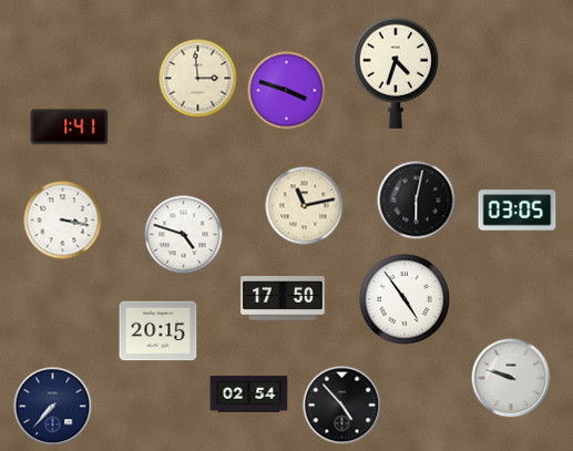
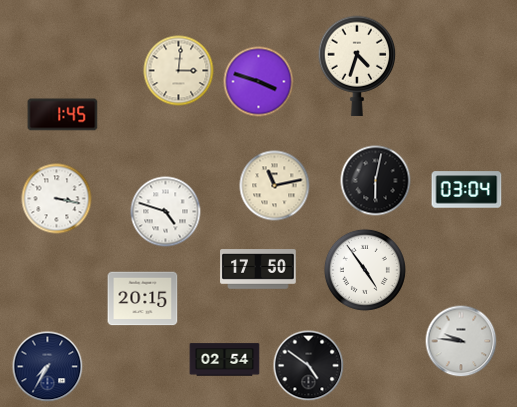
clock at (198, 79): 2:59 -> 3:01
clock at (70, 127): 1:41 -> 1:45
clock at (518, 211): 03:05 -> 03:04
clock at (283, 298) position: (283, 298) -> (258, 269)
clock at (511, 378): 9:48 -> 9:46
clock at (249, 394) position: (249, 394) -> (225, 360)
clock at (342, 406): 4:53 -> 4:51
clock at (53, 407): 7:37 -> 7:35
